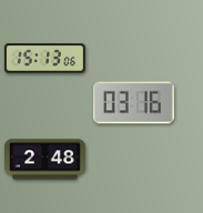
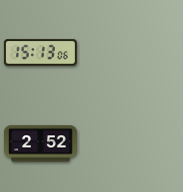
clock at (133, 103): 03:16 -> none
clock at (44, 160): 2:48 -> 2:52
